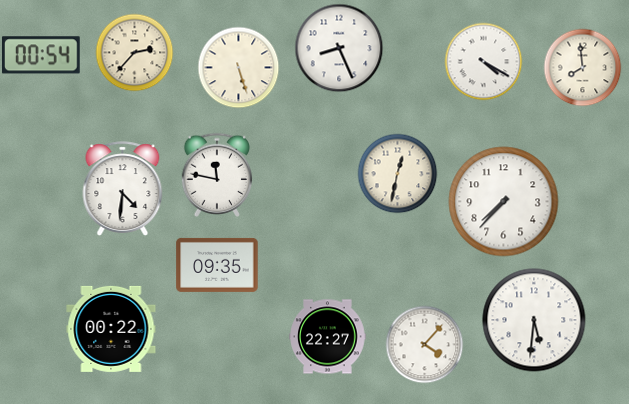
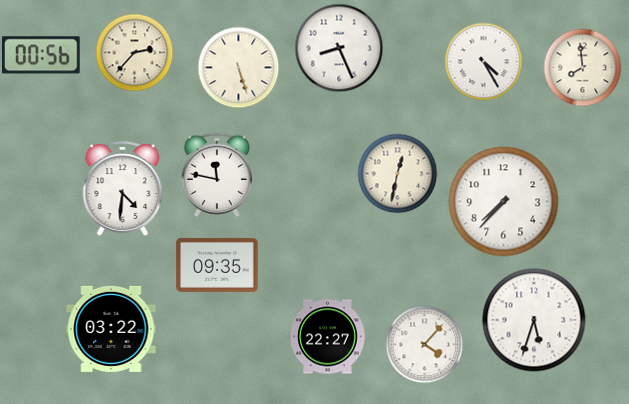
clock at (41, 55): 00:54 -> 00:56
clock at (483, 61): 4:20 -> 4:25
clock at (534, 320): 5:31 -> 5:33
clock at (111, 329): 00:22 -> 03:22
